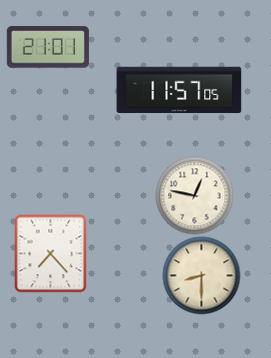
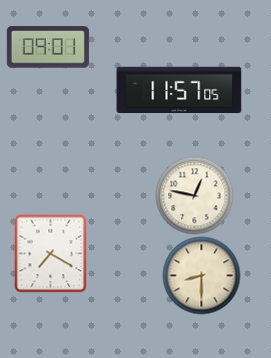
clock at (48, 47): 21:01 -> 09:01
clock at (51, 253): 7:23 -> 7:20
